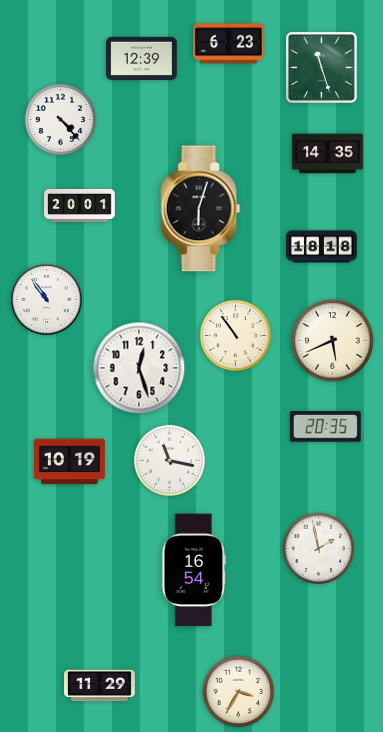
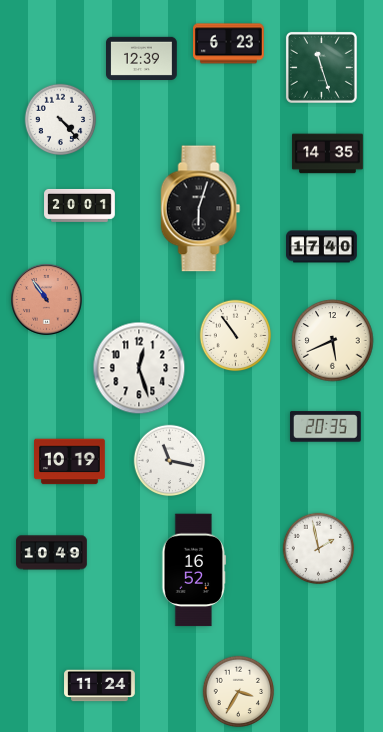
clock at (322, 247): 18:18 -> 17:40
clock at (47, 300) dial: white -> salmon
clock at (52, 553): none -> 10:49
clock at (194, 570): 16:54 -> 16:52
clock at (100, 686): 11:29 -> 11:24
